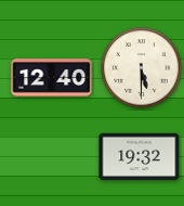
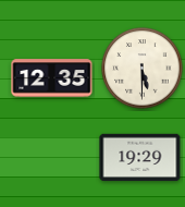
clock at (52, 78): 12:40 -> 12:35
clock at (140, 157): 19:32 -> 19:29
